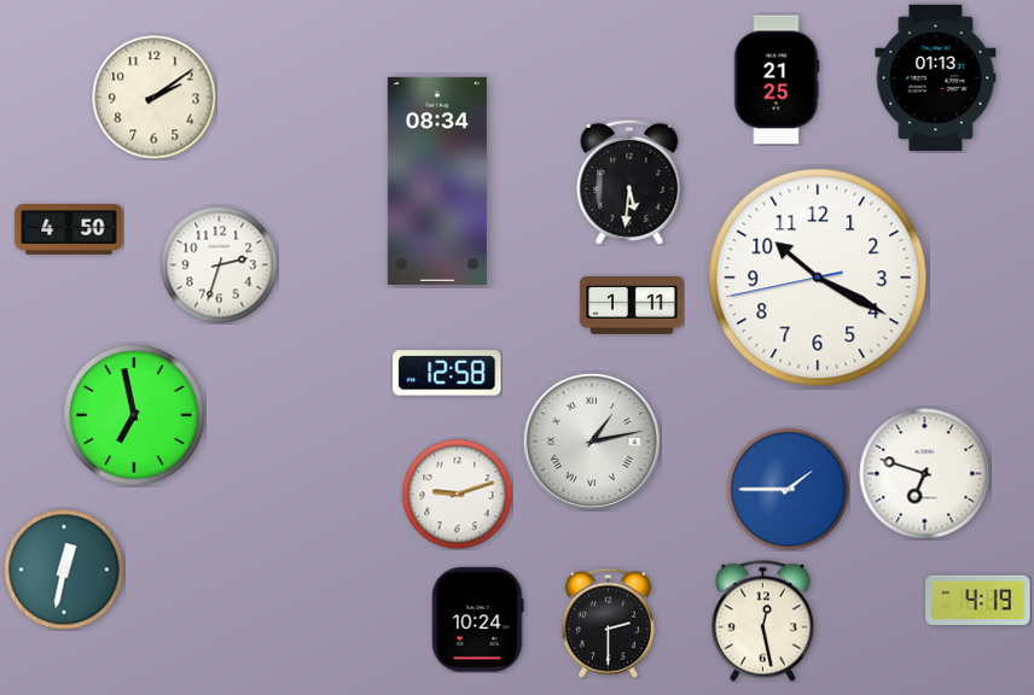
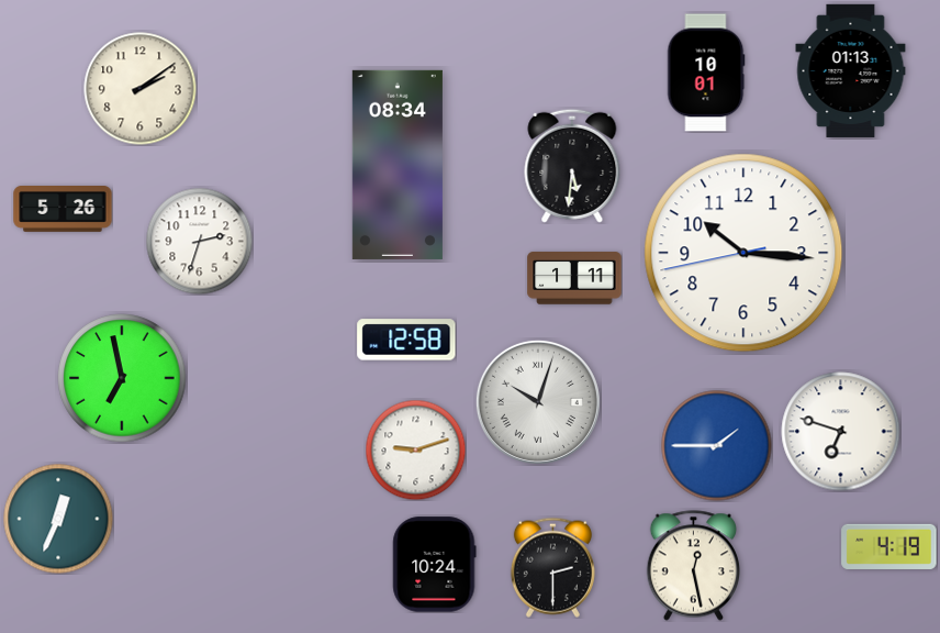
clock at (777, 80): 21:25 -> 10:01
clock at (69, 230): 4:50 -> 5:26
clock at (818, 278): 10:19 -> 10:15
clock at (592, 442): 1:13 -> 10:03
clock at (64, 570): 12:32 -> 12:34
